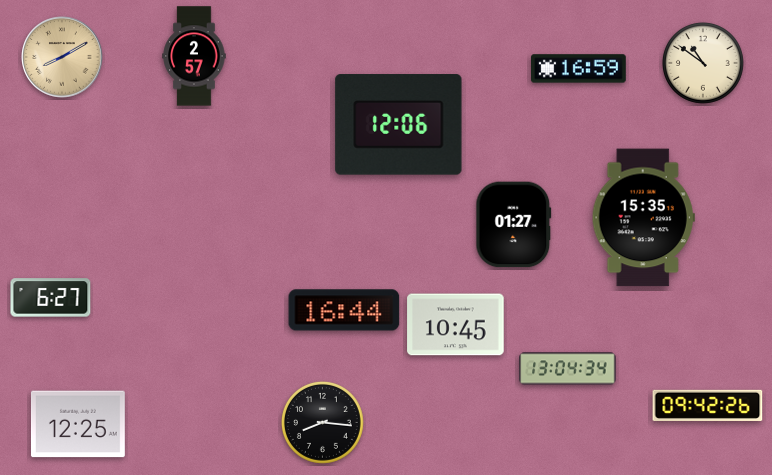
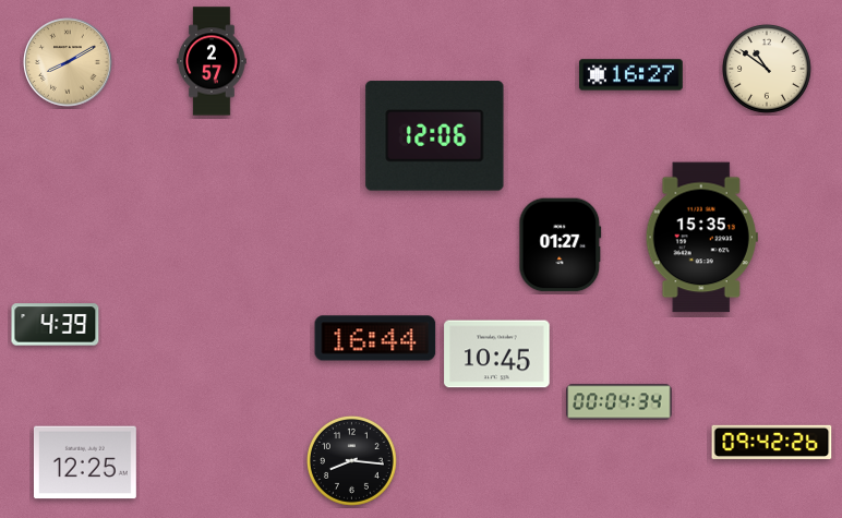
clock at (579, 69): 16:59 -> 16:27
clock at (51, 298): 6:27 -> 4:39
clock at (568, 369): 13:04 -> 00:04
